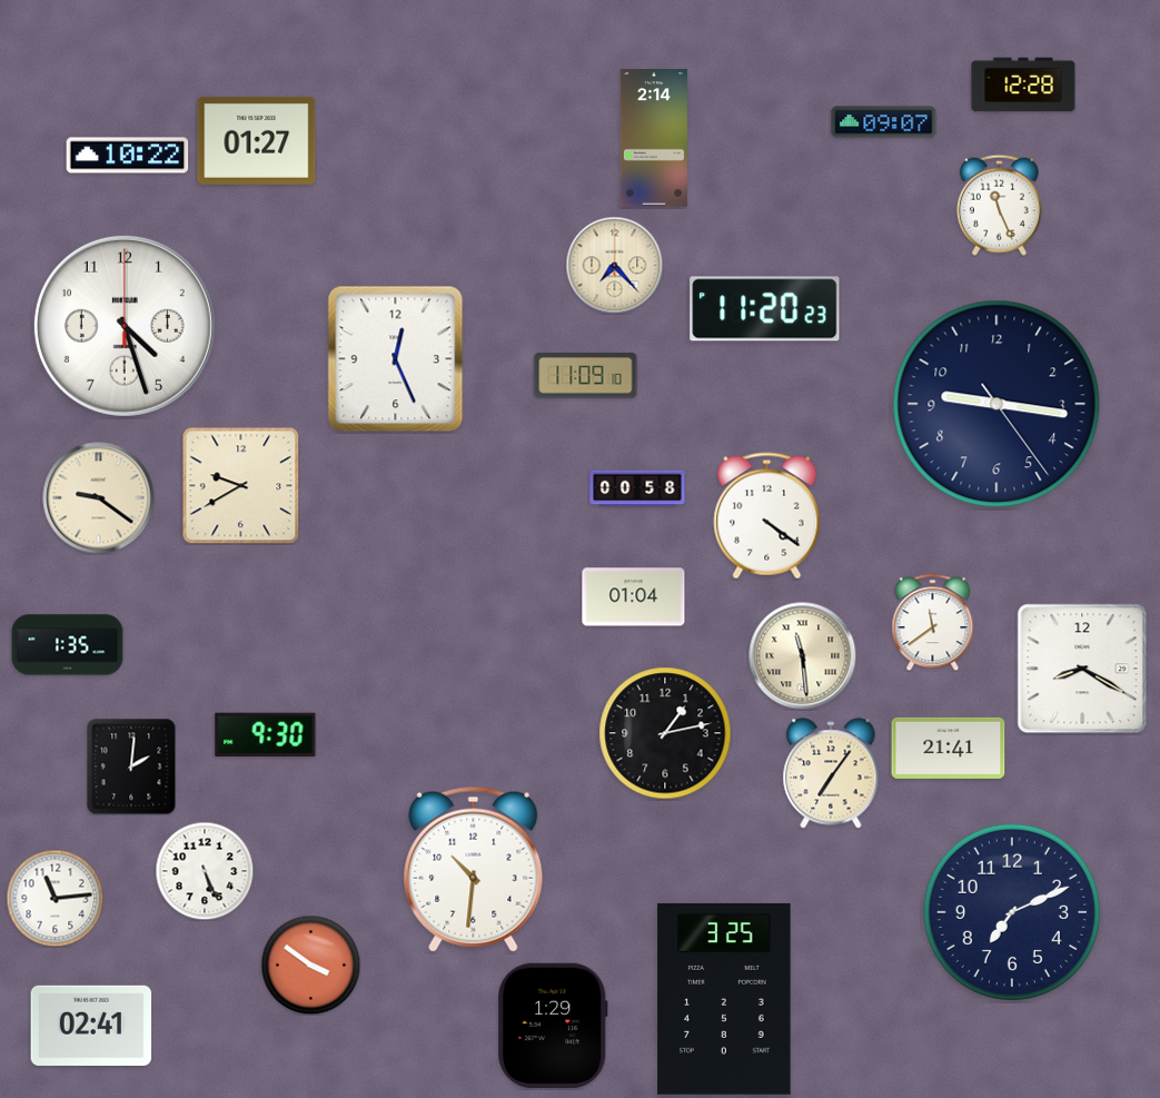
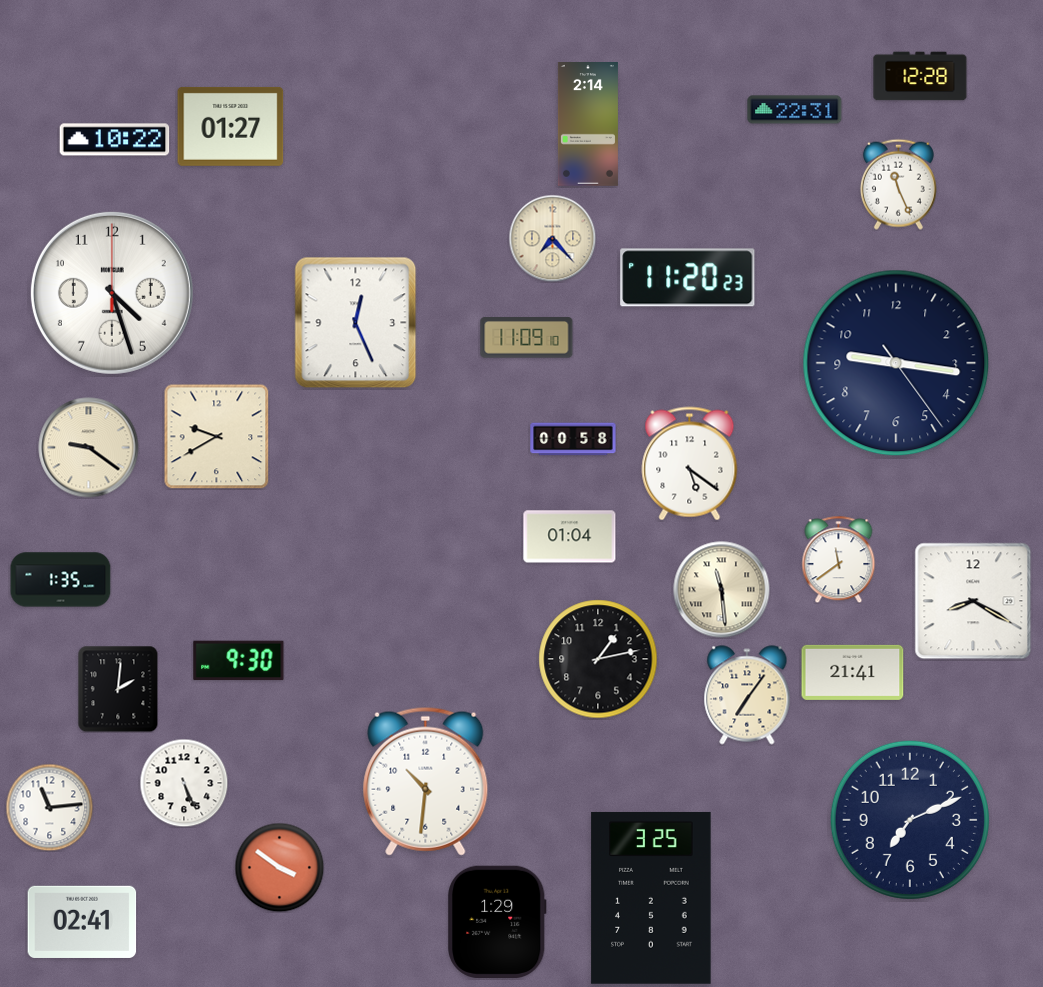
clock at (884, 122): 09:07 -> 22:31
clock at (767, 516): 4:21 -> 5:21
